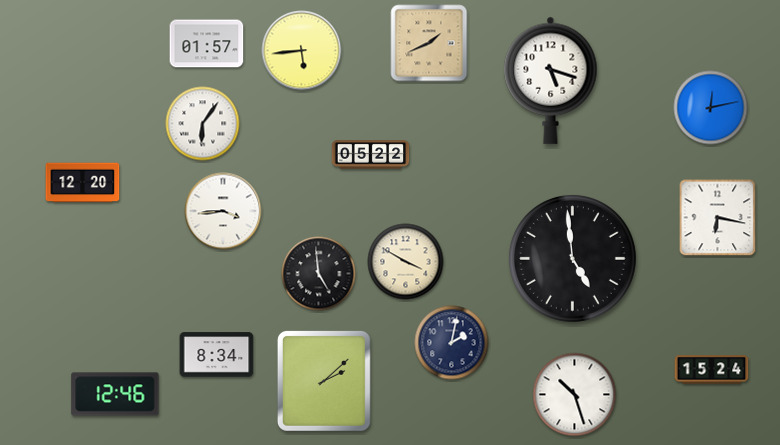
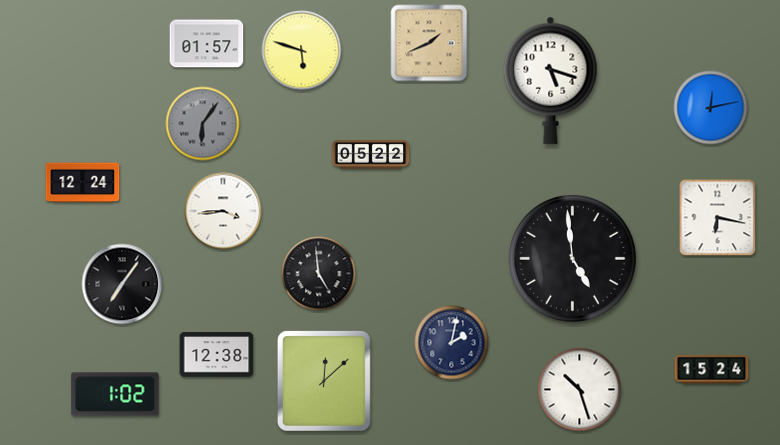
clock at (302, 51): 5:44 -> 5:48
clock at (203, 124) dial: white -> grey
clock at (83, 183): 12:20 -> 12:24
clock at (406, 262): 3:50 -> none
clock at (122, 284): none -> 7:06
clock at (217, 355): 8:34 -> 12:38
clock at (324, 381): 2:08 -> 12:08
clock at (115, 394): 12:46 -> 1:02
clock at (575, 395) position: (575, 395) -> (580, 390)
